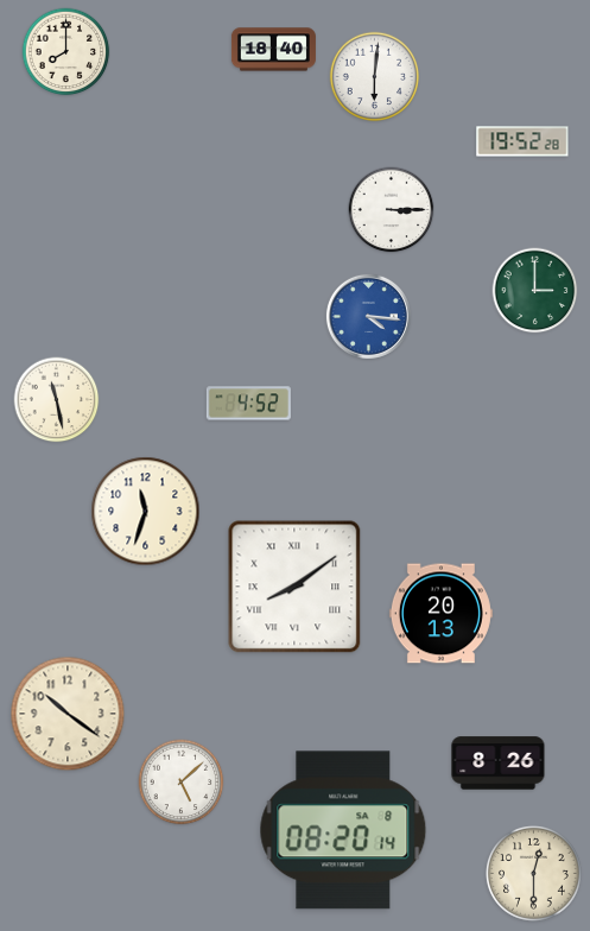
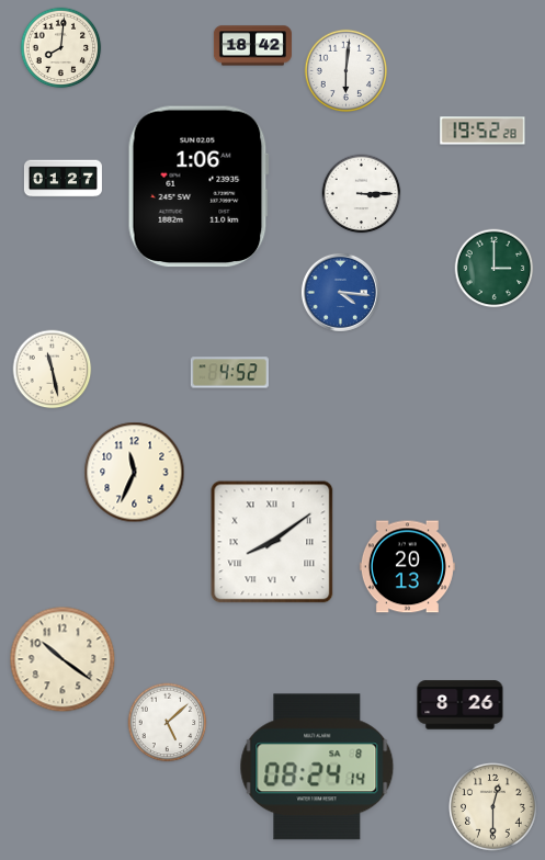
clock at (273, 50): 18:40 -> 18:42
clock at (66, 52): 8:00 -> 8:01
clock at (63, 179): none -> 01:27
clock at (198, 186): none -> 1:06
clock at (146, 512): 11:33 -> 11:34
clock at (343, 830): 08:20 -> 08:24
